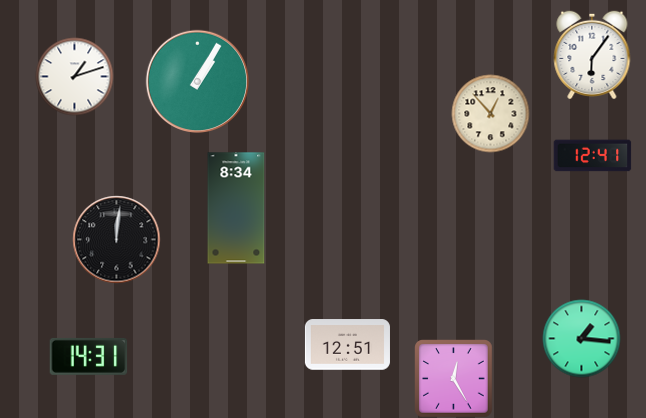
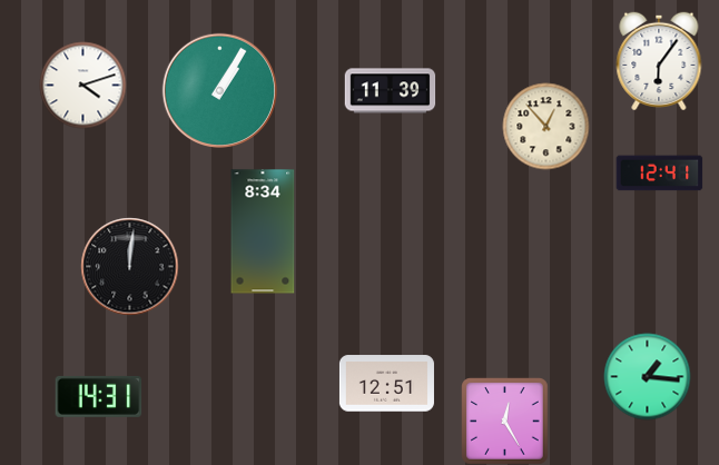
clock at (74, 76): 1:12 -> 4:12
clock at (390, 91): none -> 11:39
